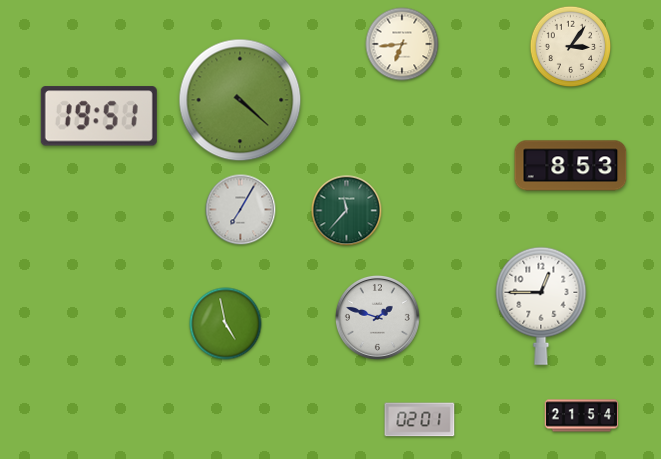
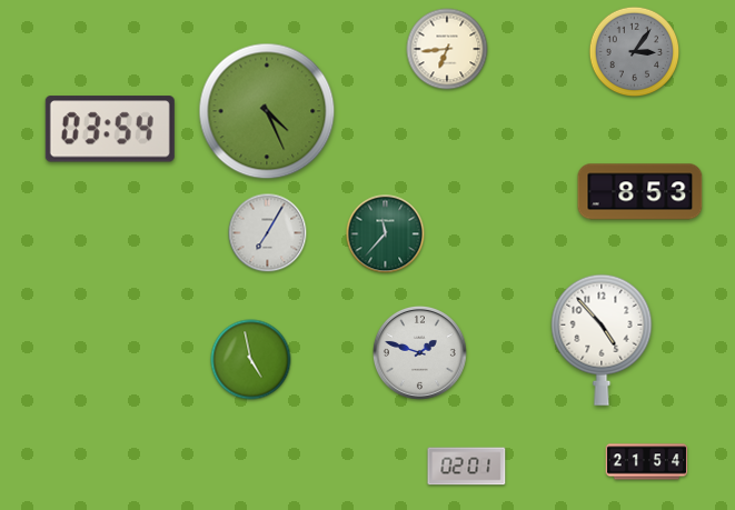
clock at (571, 47) dial: cream -> grey
clock at (240, 100): 4:22 -> 4:26
clock at (99, 116): 19:51 -> 03:54
clock at (571, 166) position: (571, 166) -> (640, 192)
clock at (541, 306): 12:45 -> 4:53
